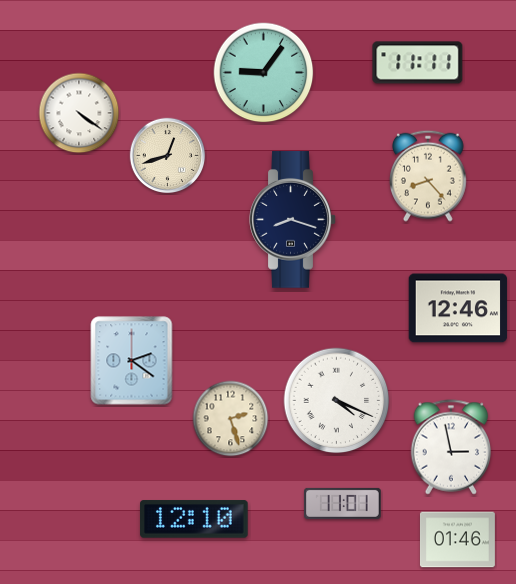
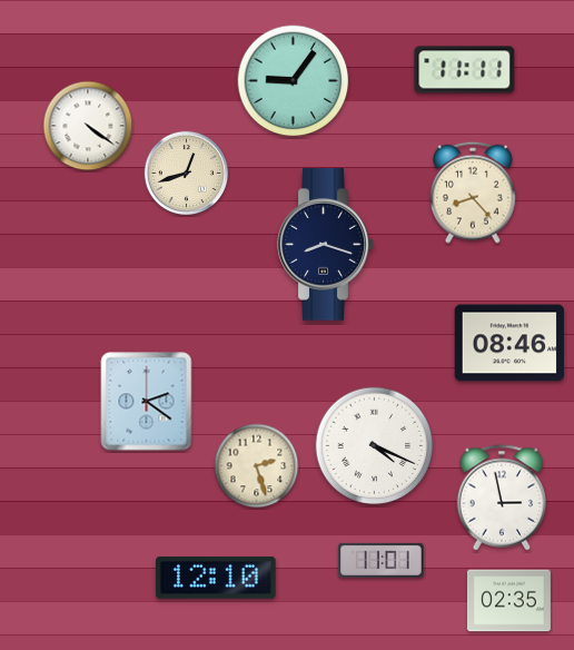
clock at (429, 176) position: (429, 176) -> (474, 193)
clock at (458, 308): 12:46 -> 08:46
clock at (457, 540): 01:46 -> 02:35
